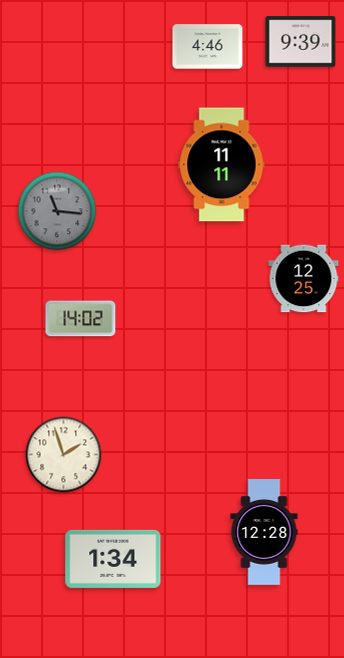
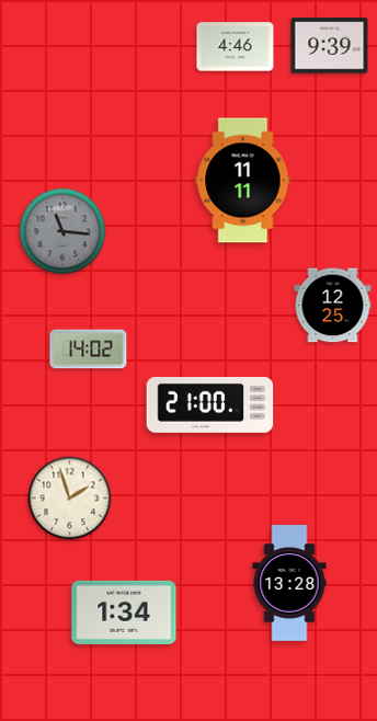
clock at (208, 47) position: (208, 47) -> (236, 47)
clock at (210, 404): none -> 21:00
clock at (264, 532): 12:28 -> 13:28
